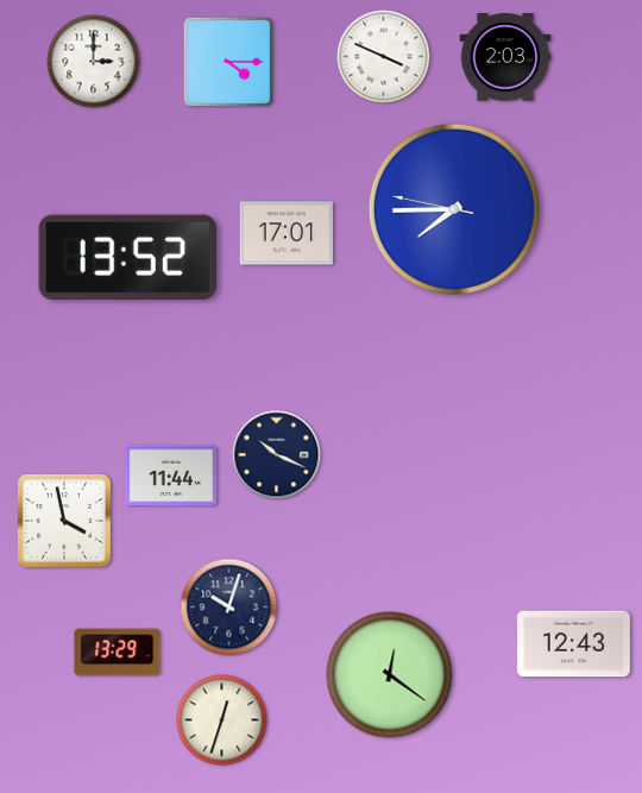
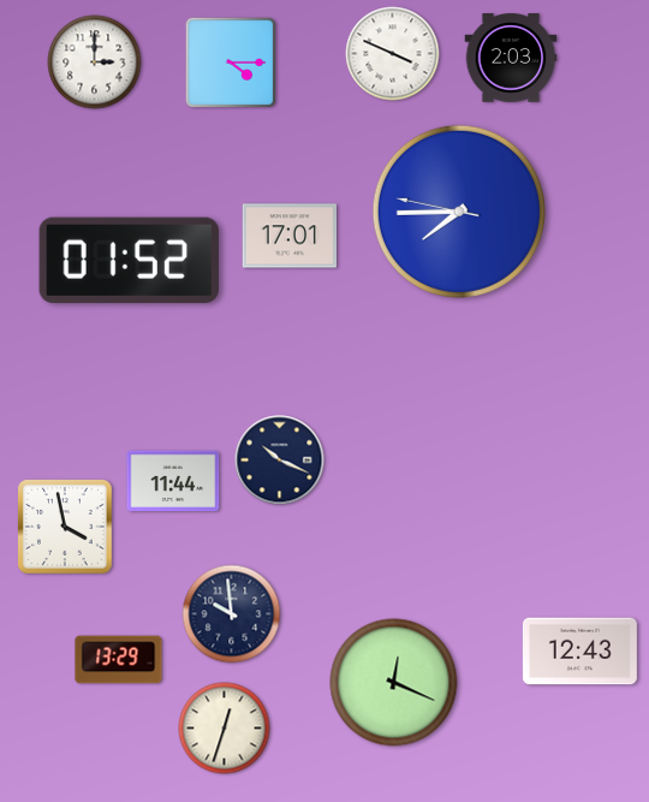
clock at (384, 57) position: (384, 57) -> (393, 54)
clock at (127, 257): 13:52 -> 01:52
clock at (229, 608): 10:03 -> 9:59
clock at (390, 675): 12:21 -> 12:19
